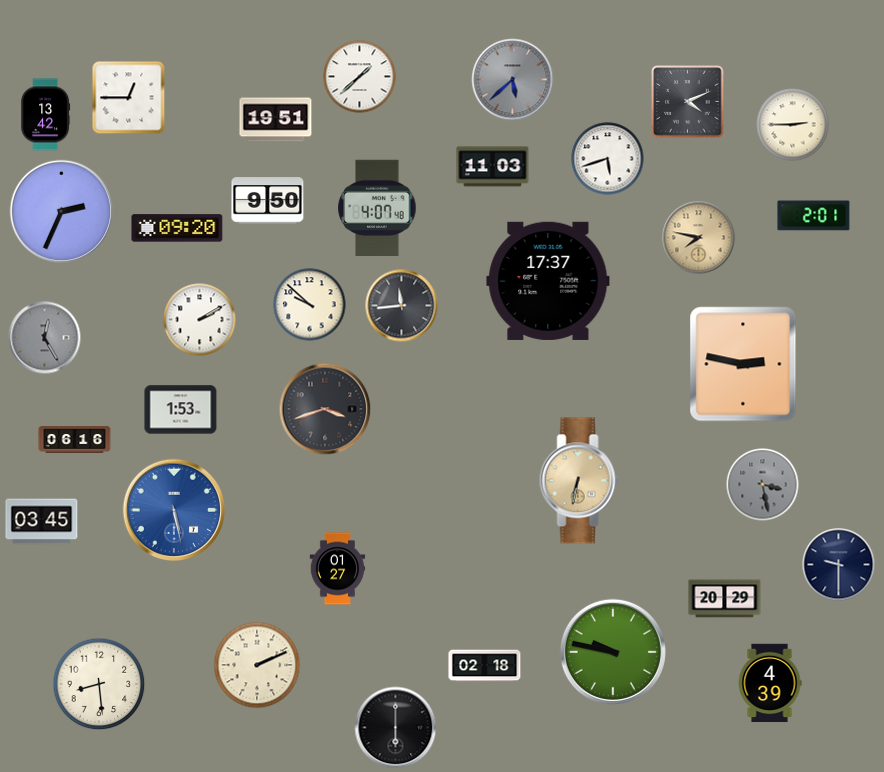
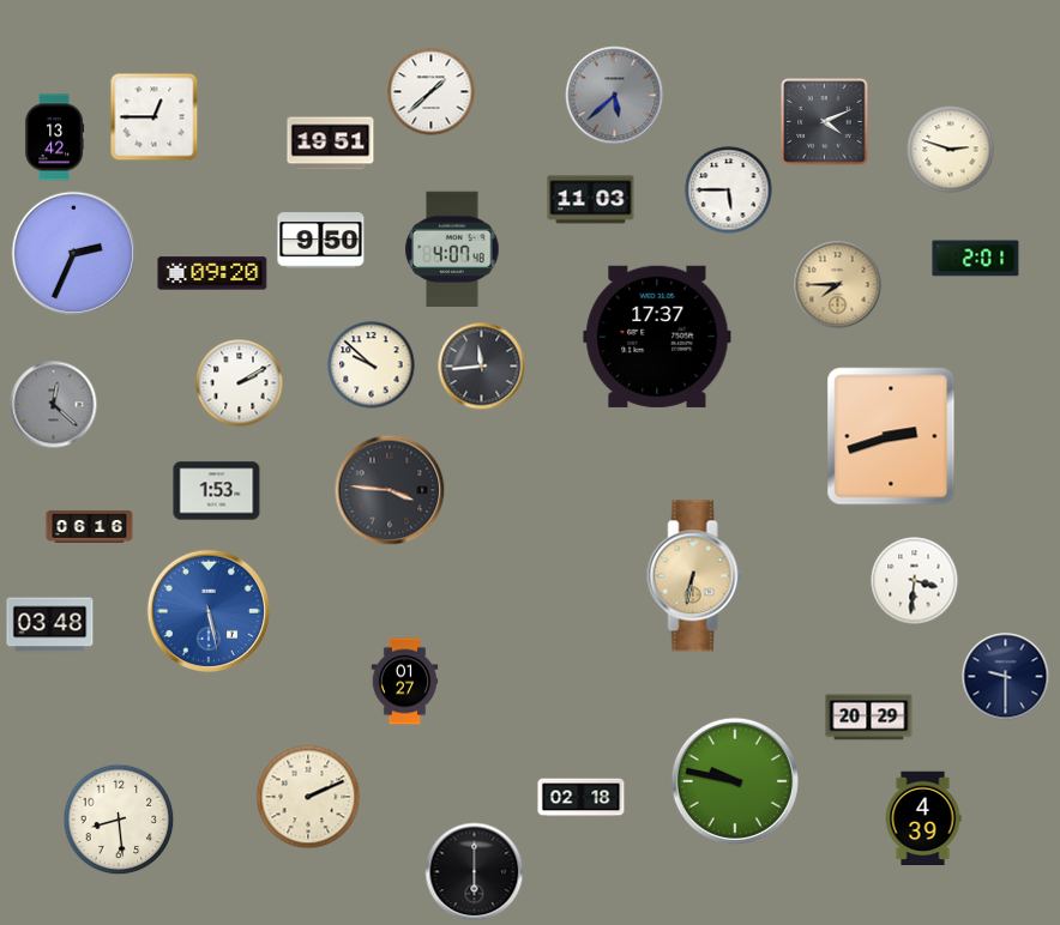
clock at (793, 125): 2:45 -> 2:48
clock at (608, 159): 5:42 -> 5:45
clock at (699, 238): 7:47 -> 7:45
clock at (45, 338): 12:25 -> 12:22
clock at (743, 364): 2:47 -> 2:42
clock at (325, 409): 3:42 -> 3:46
clock at (763, 485): 3:28 -> 3:31
clock at (763, 485) dial: grey -> white
clock at (42, 522): 03:45 -> 03:48
